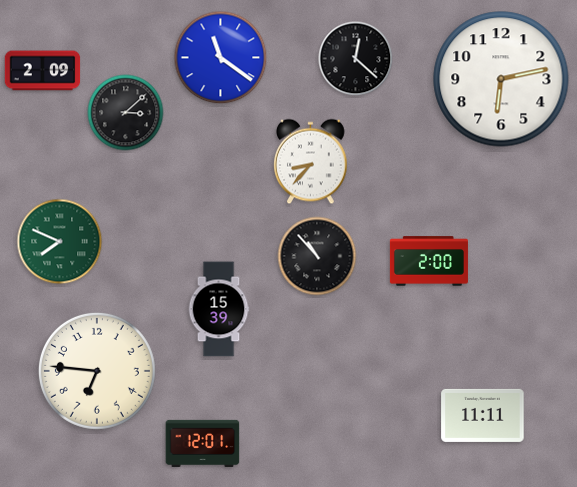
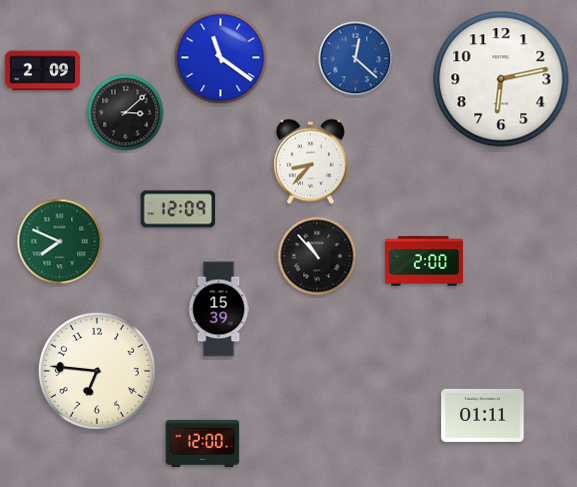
clock at (356, 59) dial: black -> blue
clock at (178, 209): none -> 12:09
clock at (429, 261) position: (429, 261) -> (424, 261)
clock at (483, 415): 11:11 -> 01:11
clock at (203, 443): 12:01 -> 12:00
